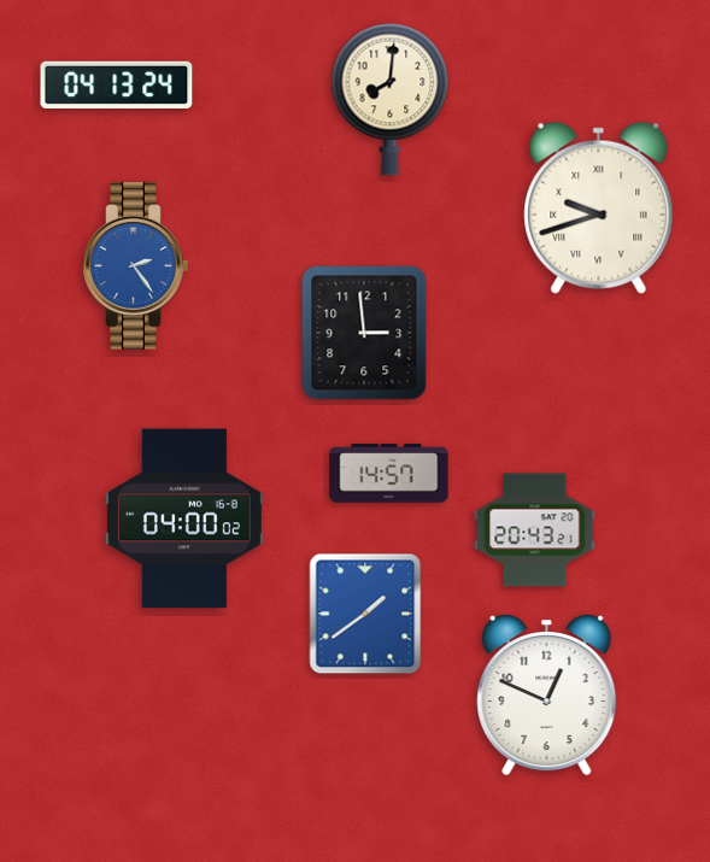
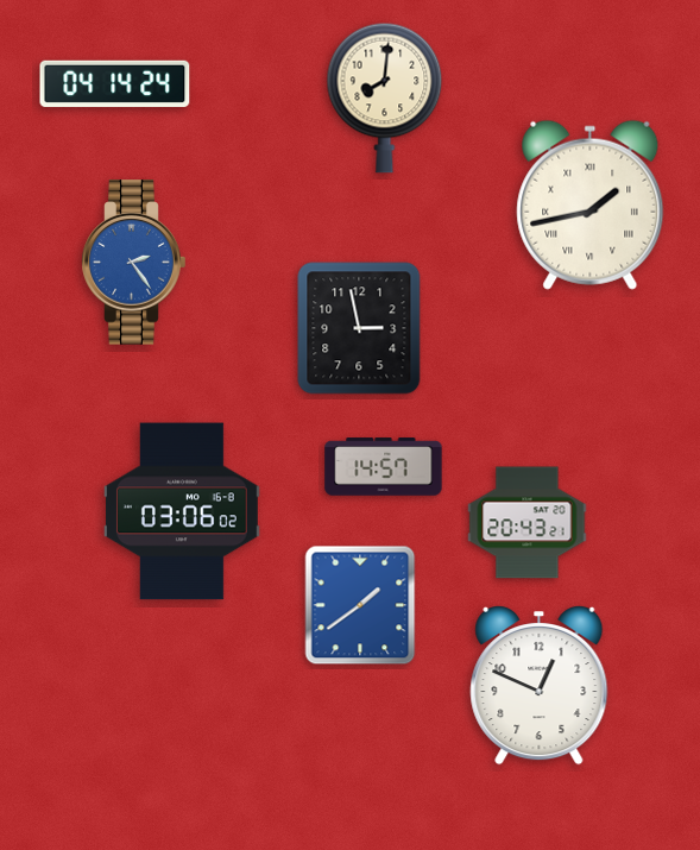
clock at (117, 84): 04:13 -> 04:14
clock at (599, 207): 9:42 -> 1:43
clock at (364, 333): 2:59 -> 2:58
clock at (186, 518): 04:00 -> 03:06
